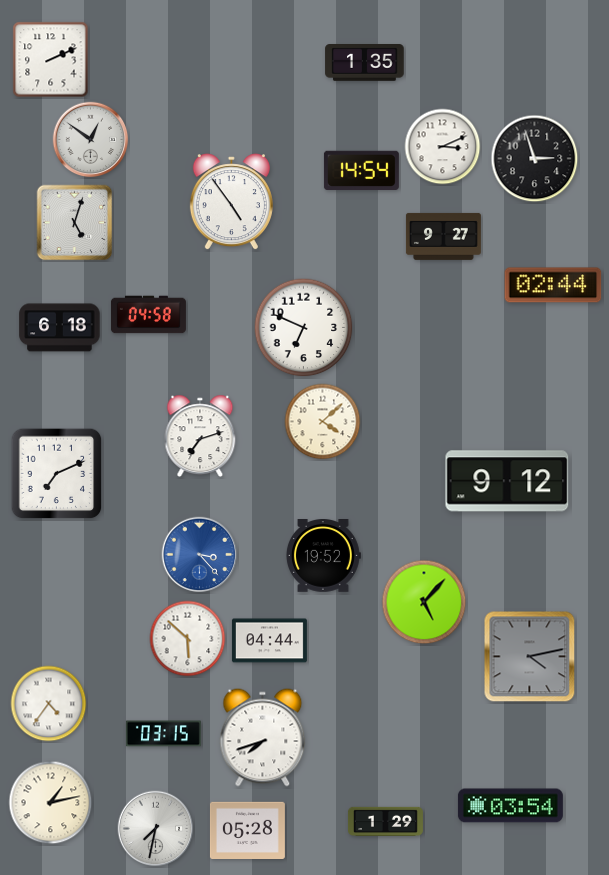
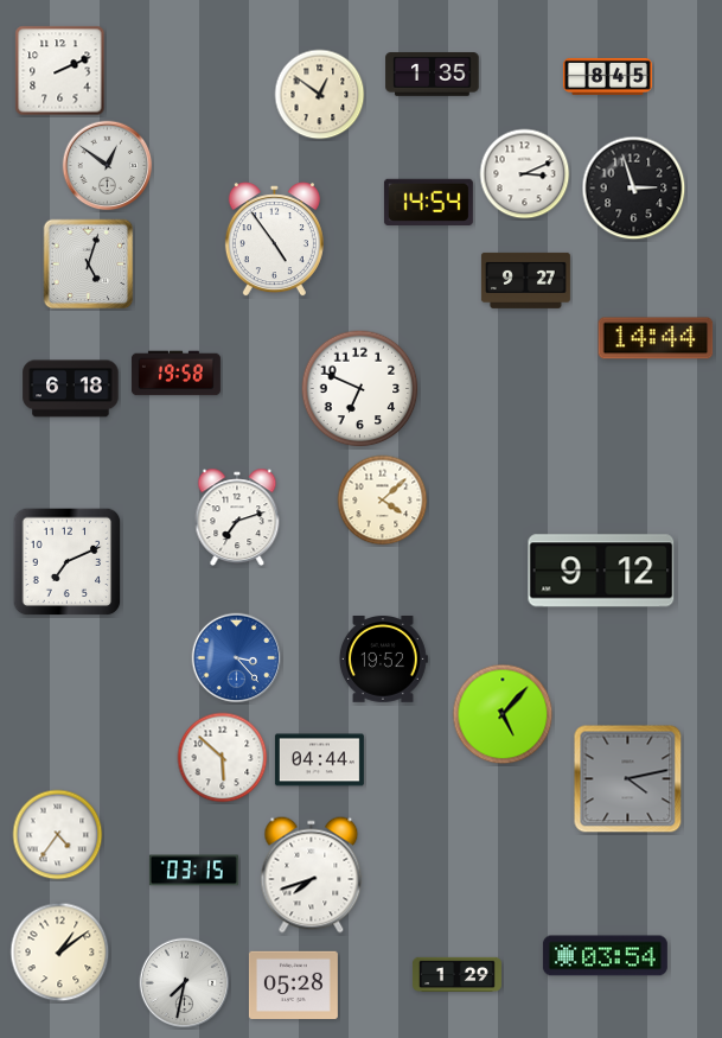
clock at (607, 76): none -> 8:45
clock at (320, 95): none -> 12:51
clock at (553, 285): 02:44 -> 14:44
clock at (148, 315): 04:58 -> 19:58
clock at (51, 803): 1:13 -> 1:09
